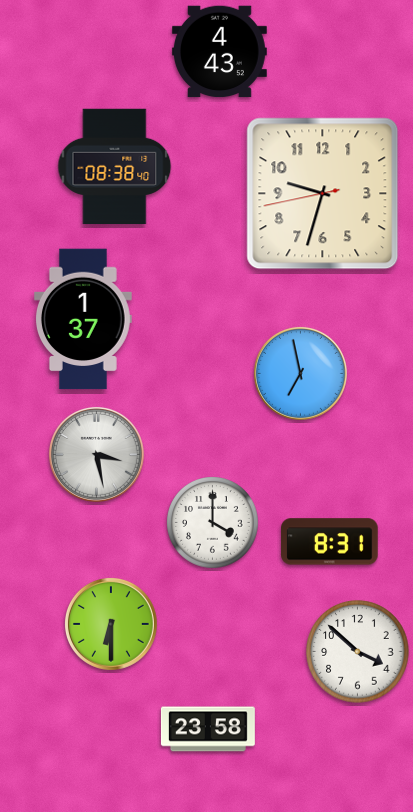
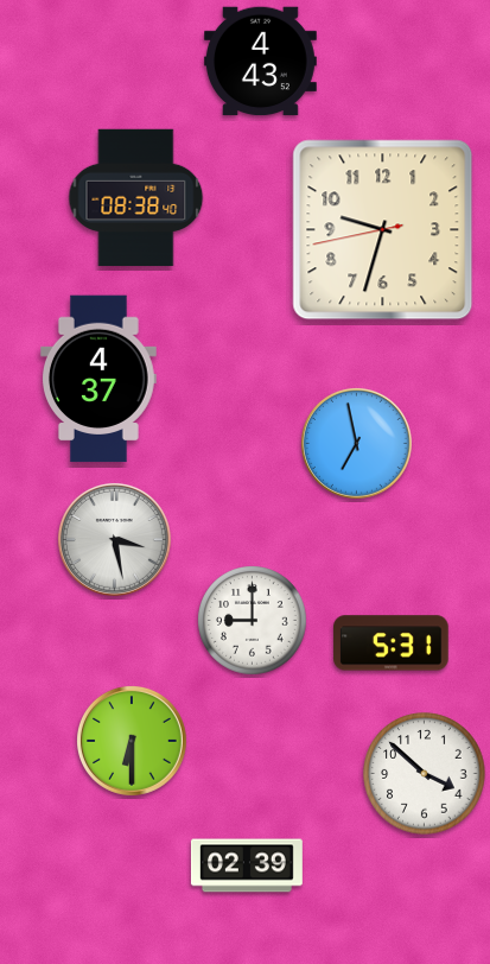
clock at (83, 319): 1:37 -> 4:37
clock at (213, 523): 4:00 -> 9:00
clock at (330, 542): 8:31 -> 5:31
clock at (208, 729): 23:58 -> 02:39
